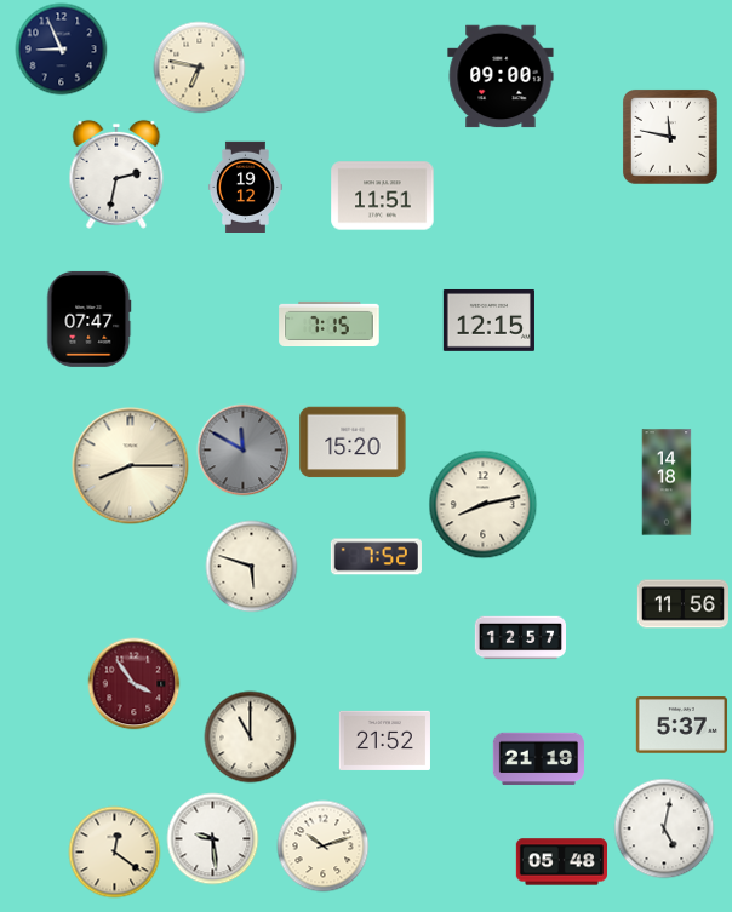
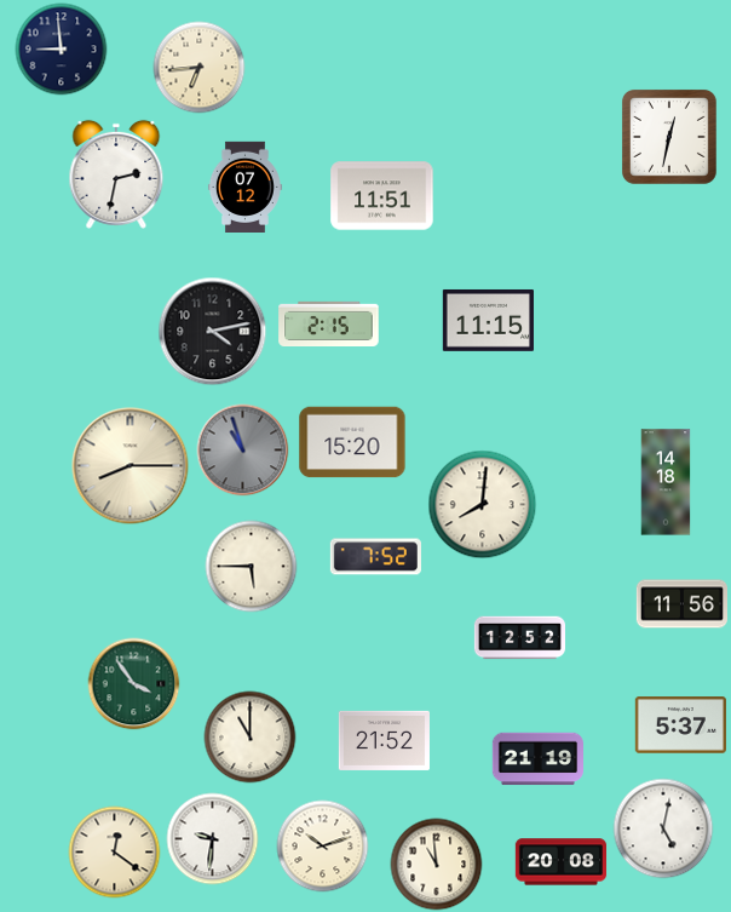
clock at (62, 50): 8:56 -> 8:59
clock at (200, 68): 6:47 -> 6:44
clock at (501, 76): 09:00 -> none
clock at (670, 137): 11:47 -> 12:32
clock at (245, 187): 19:12 -> 07:12
clock at (90, 319): 07:47 -> none
clock at (488, 321): 12:15 -> 11:15
clock at (330, 323): 7:15 -> 2:15
clock at (213, 332): none -> 4:13
clock at (244, 451): 11:50 -> 10:57
clock at (484, 505): 8:13 -> 8:01
clock at (252, 567): 5:48 -> 5:45
clock at (520, 638): 12:57 -> 12:52
clock at (135, 684) dial: burgundy -> green
clock at (213, 839): 9:29 -> 9:31
clock at (561, 862): 05:48 -> 20:08
clock at (437, 865): none -> 10:59
